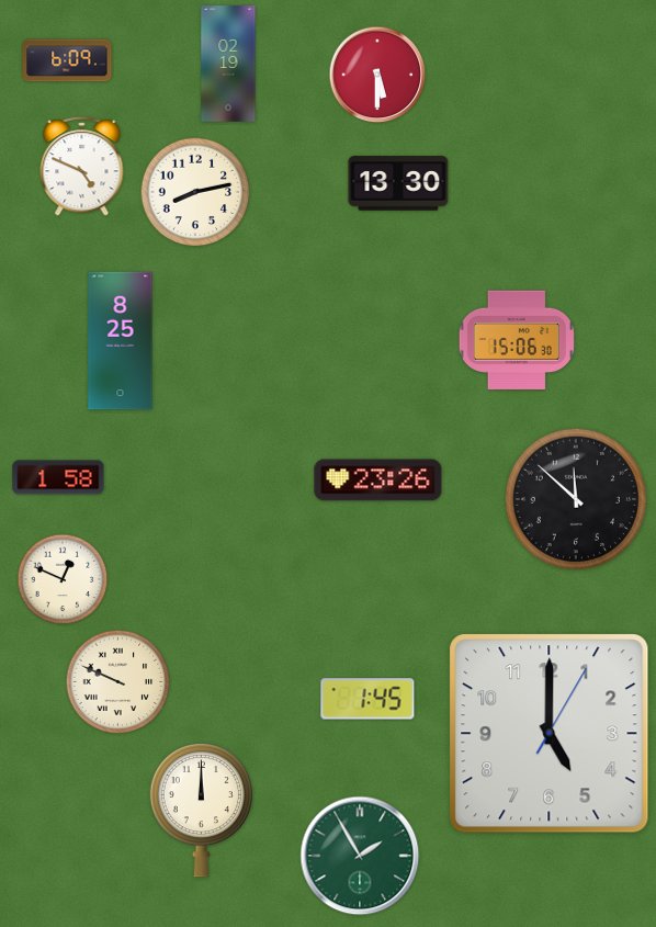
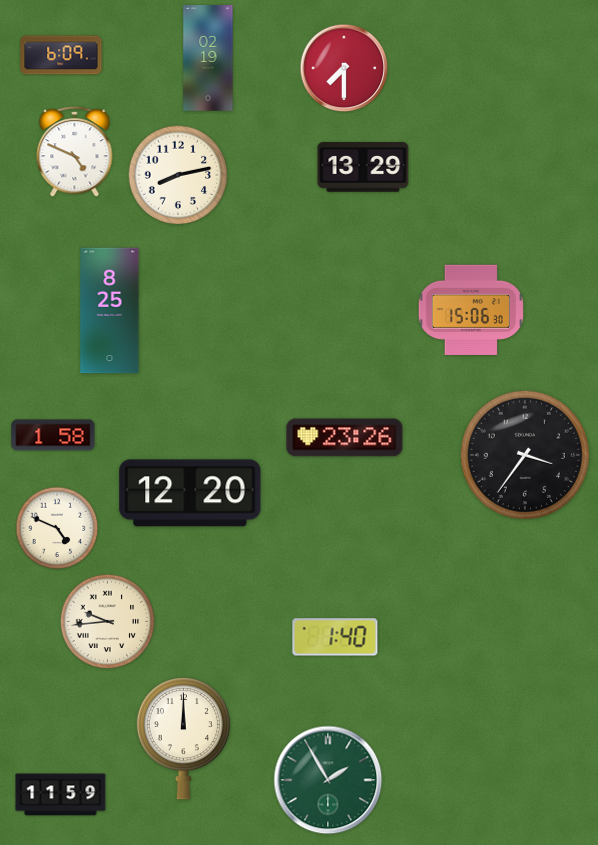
clock at (377, 75): 5:30 -> 7:30
clock at (398, 183): 13:30 -> 13:29
clock at (576, 499): 11:52 -> 3:36
clock at (190, 493): none -> 12:20
clock at (63, 579): 12:49 -> 4:49
clock at (118, 682): 9:49 -> 9:44
clock at (367, 699): 1:45 -> 1:40
clock at (550, 734): 5:00 -> none
clock at (61, 795): none -> 11:59
